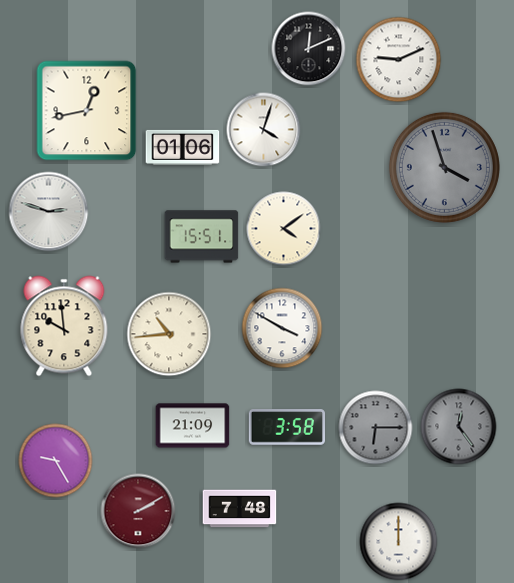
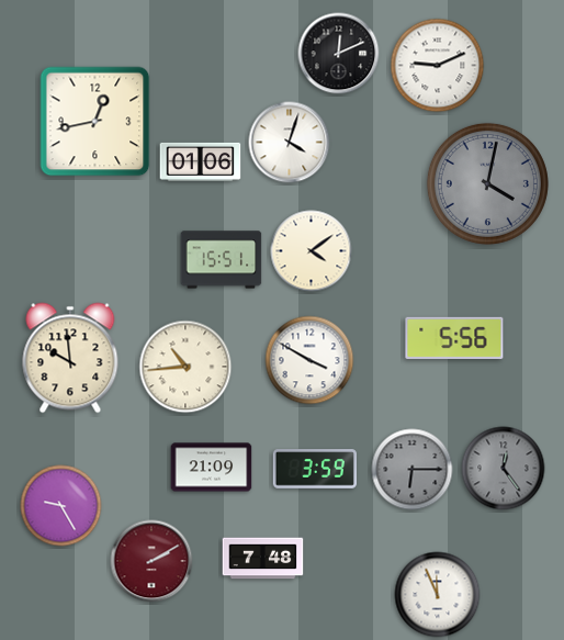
clock at (444, 167): 3:57 -> 4:02
clock at (49, 212): 2:48 -> none
clock at (454, 338): none -> 5:56
clock at (286, 427): 3:58 -> 3:59
clock at (399, 542): 12:00 -> 11:56
